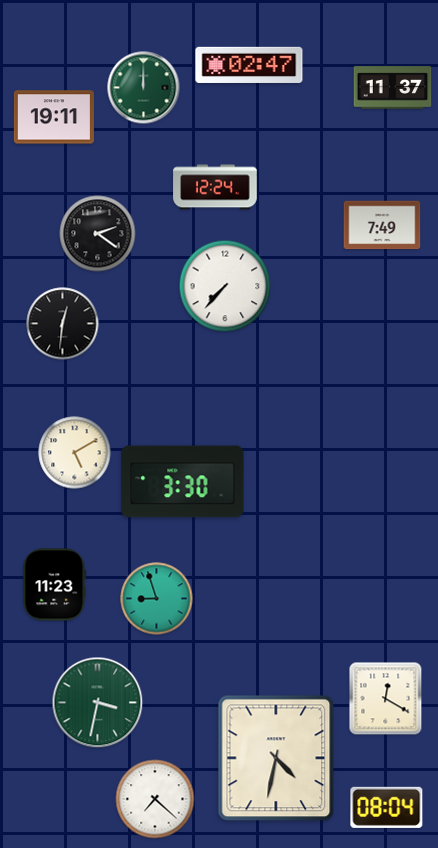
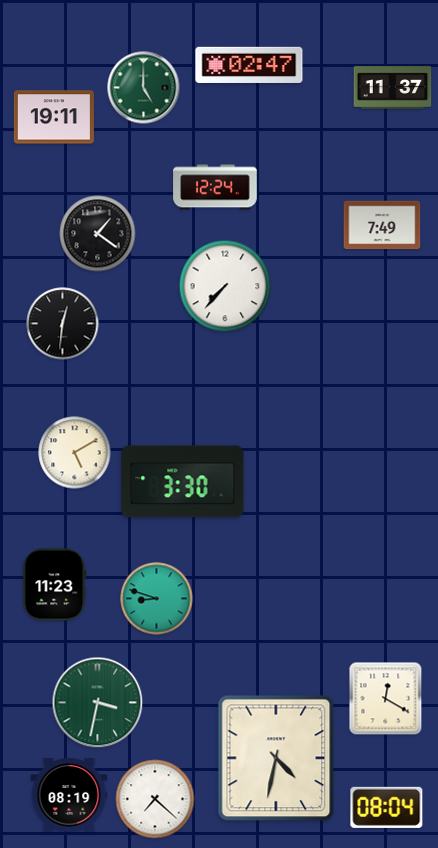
clock at (144, 88): 12:00 -> 5:00
clock at (98, 234): 2:21 -> 1:21
clock at (157, 599): 8:57 -> 8:48
clock at (69, 796): none -> 08:19
